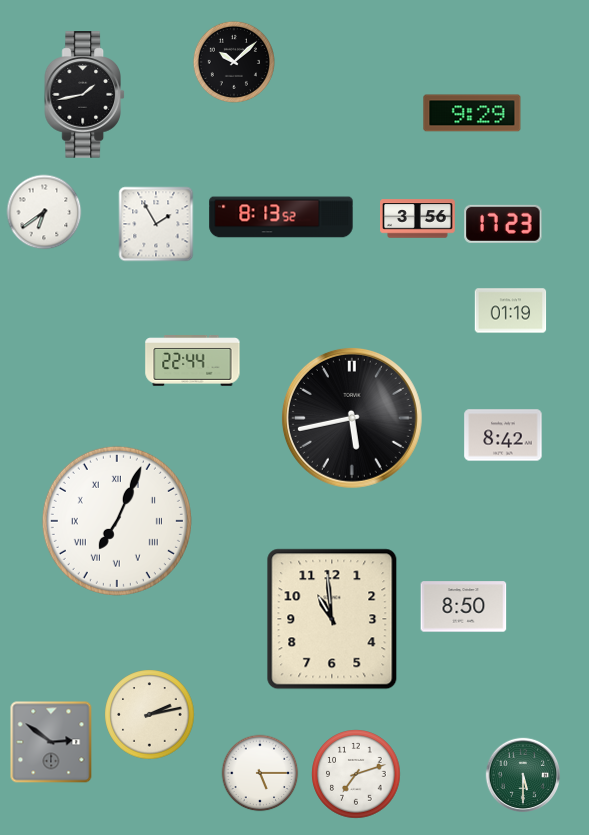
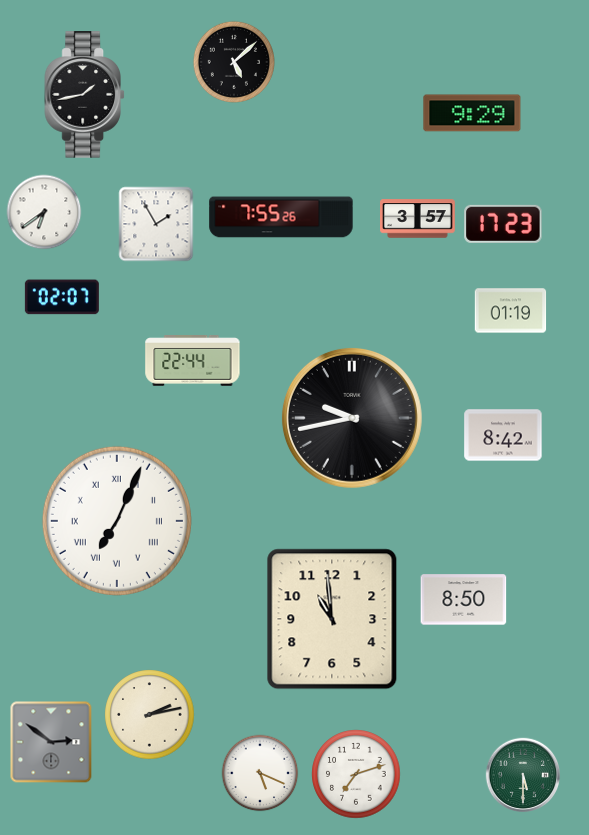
clock at (234, 62): 10:08 -> 5:08
clock at (281, 217): 8:13 -> 7:55
clock at (418, 219): 3:56 -> 3:57
clock at (62, 297): none -> 02:07
clock at (352, 418): 5:43 -> 9:43
clock at (464, 607) position: (464, 607) -> (464, 600)
clock at (260, 773): 5:15 -> 5:19
